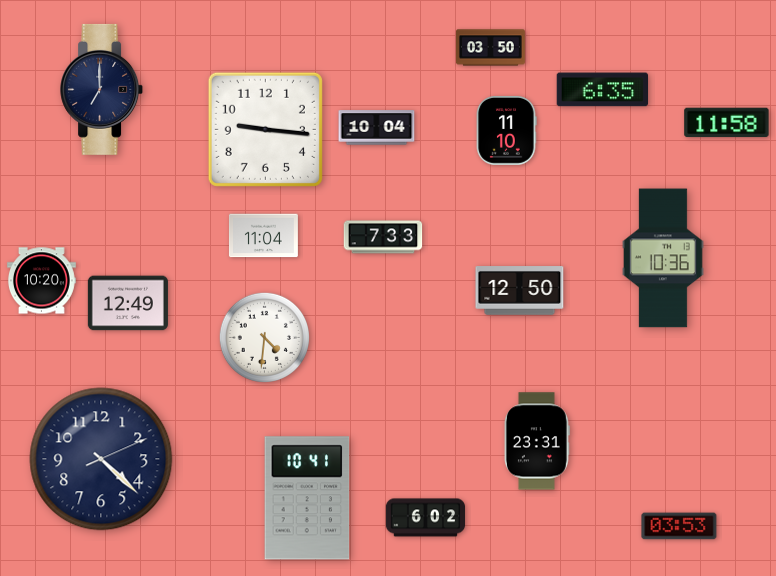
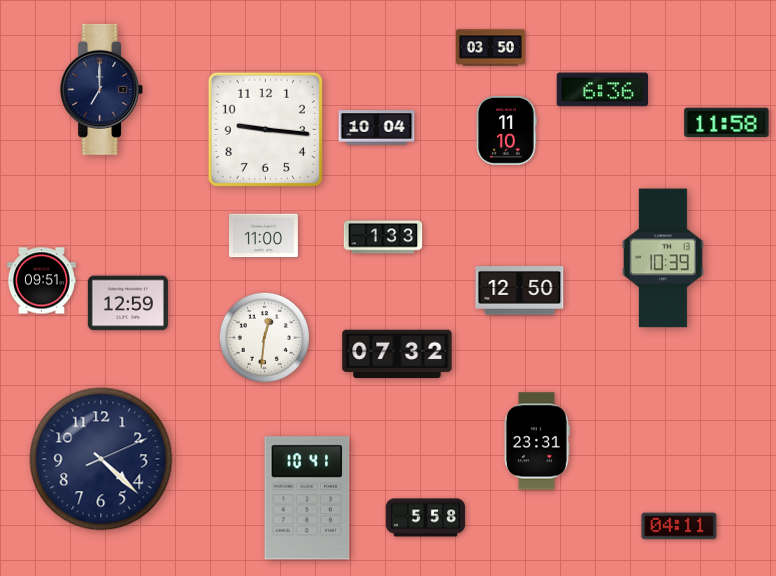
clock at (603, 90): 6:35 -> 6:36
clock at (263, 236): 11:04 -> 11:00
clock at (383, 237): 7:33 -> 1:33
clock at (663, 258): 10:36 -> 10:39
clock at (41, 281): 10:20 -> 09:51
clock at (128, 303): 12:49 -> 12:59
clock at (264, 337): 4:31 -> 12:31
clock at (397, 354): none -> 07:32
clock at (426, 518): 6:02 -> 5:58
clock at (679, 526): 03:53 -> 04:11
